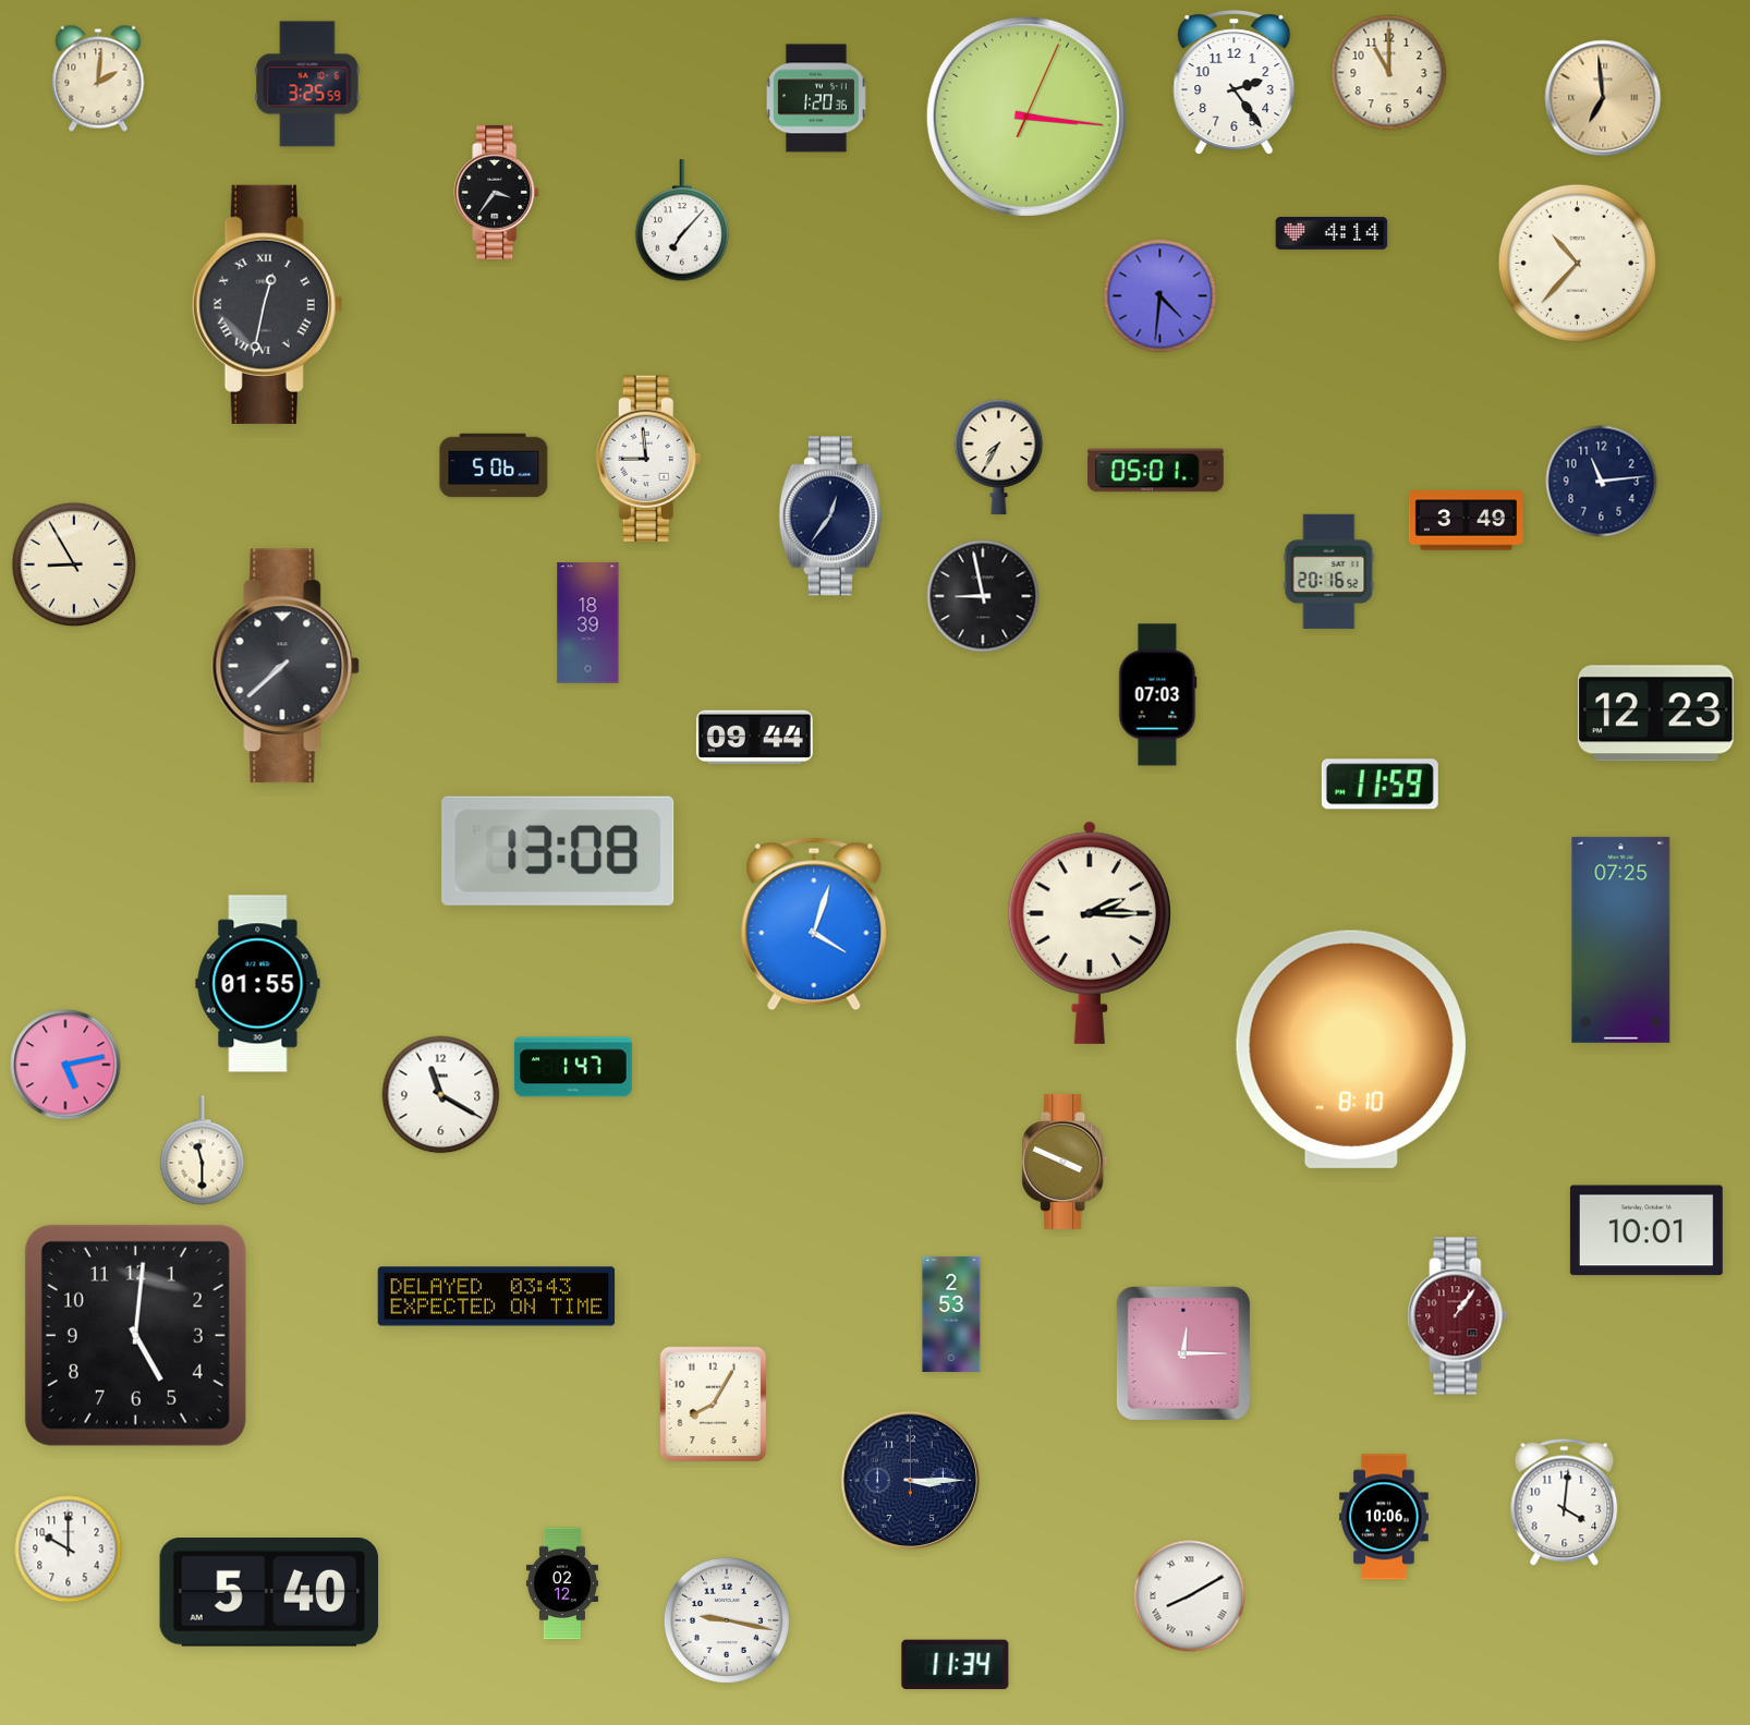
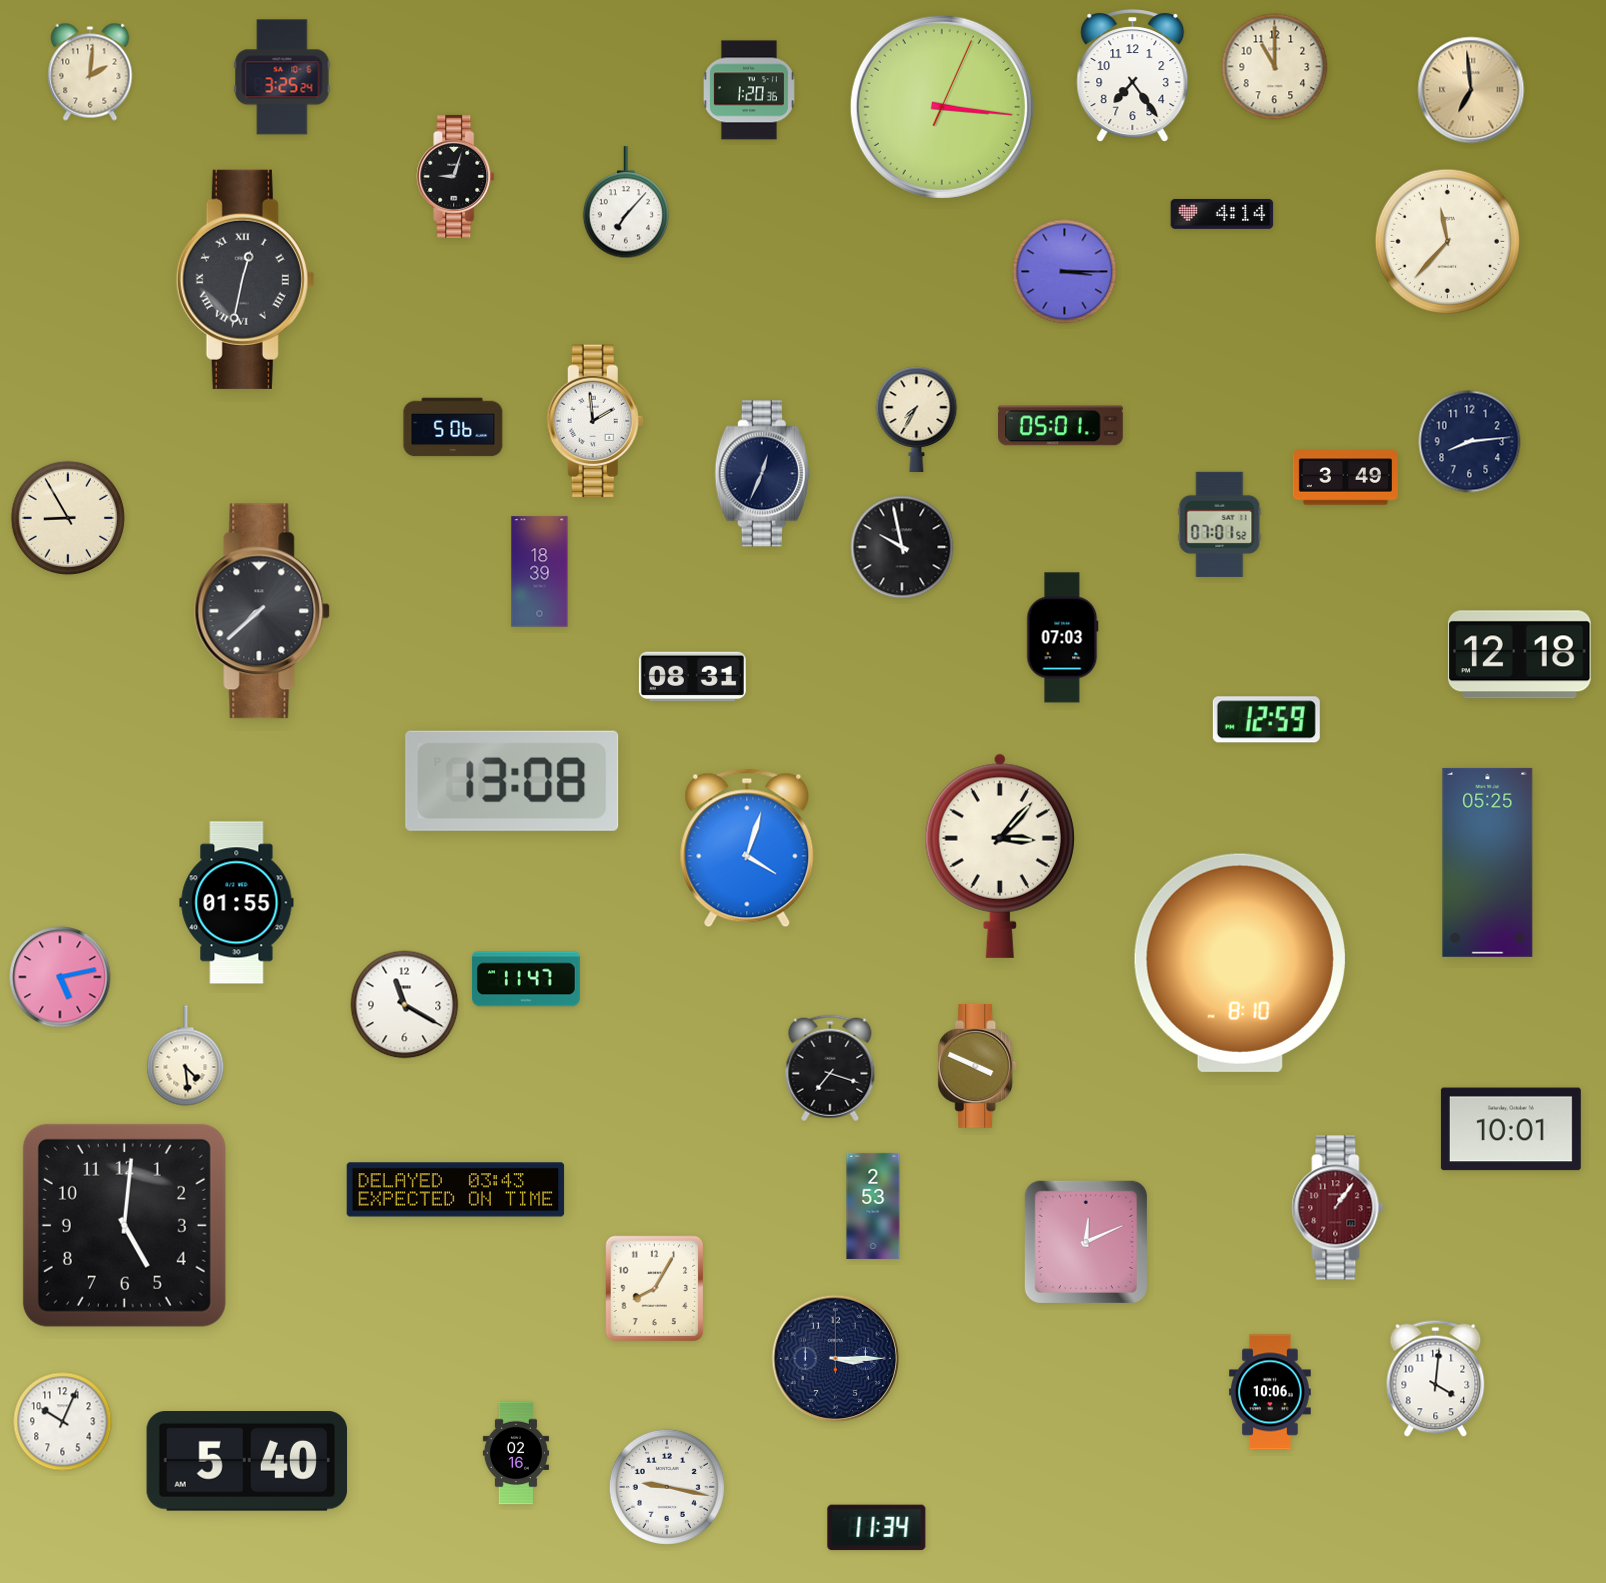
clock at (1235, 83): 2:24 -> 7:24
clock at (307, 84): 3:25:59 -> 3:25:24
clock at (497, 192): 3:36 -> 9:03
clock at (1577, 263): 10:37 -> 11:37
clock at (1160, 296): 4:31 -> 3:15
clock at (648, 459): 8:59 -> 1:59
clock at (1156, 471) position: (1156, 471) -> (1061, 426)
clock at (1602, 482): 11:14 -> 8:14
clock at (830, 517): 12:36 -> 12:34
clock at (1329, 571): 20:16 -> 07:01
clock at (983, 596): 8:58 -> 9:58
clock at (1656, 714): 12:23 -> 12:18
clock at (754, 738): 09:44 -> 08:31
clock at (1380, 785): 11:59 -> 12:59
clock at (1090, 933): 2:15 -> 3:07
clock at (1621, 939): 07:25 -> 05:25
clock at (573, 1067): 1:47 -> 11:47
clock at (203, 1151): 11:30 -> 4:29
clock at (830, 1068): none -> 7:18
clock at (1183, 1353): 12:15 -> 12:11
clock at (69, 1550): 10:00 -> 10:04
clock at (562, 1583): 02:12 -> 02:16
clock at (1190, 1596): 8:10 -> none
